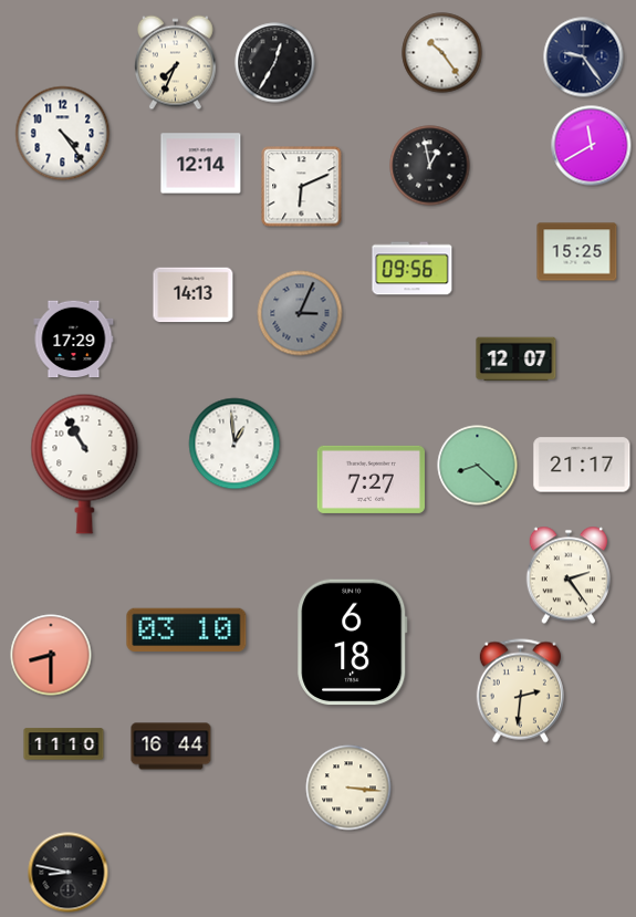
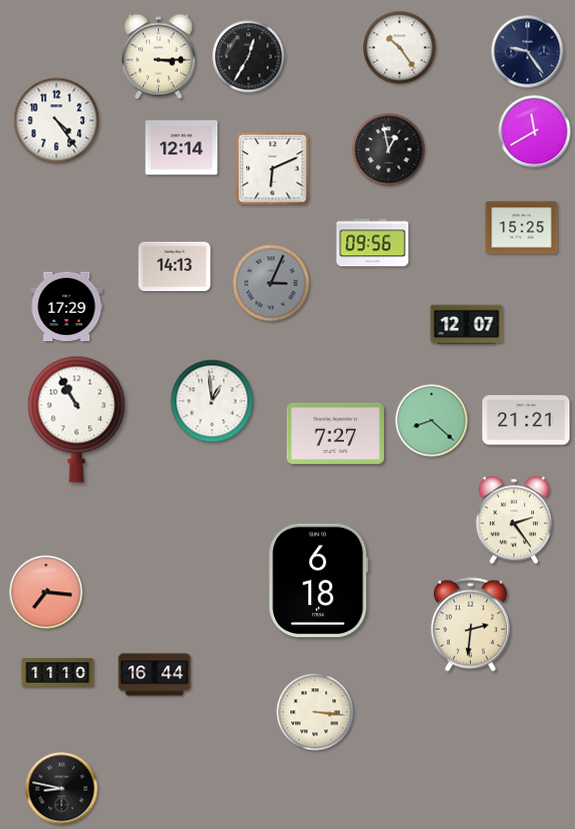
clock at (175, 63): 7:34 -> 3:15
clock at (582, 465): 21:17 -> 21:21
clock at (187, 631): 03:10 -> none
clock at (51, 655): 8:30 -> 7:16
